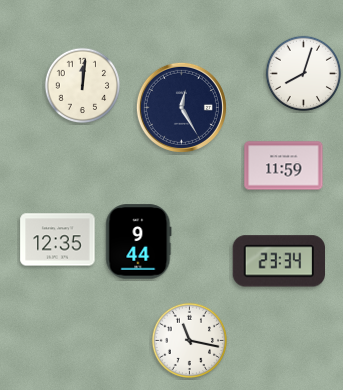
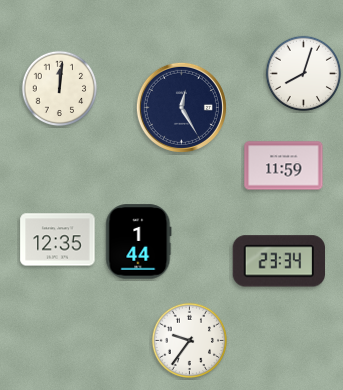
clock at (83, 86) position: (83, 86) -> (60, 89)
clock at (139, 242): 9:44 -> 1:44
clock at (190, 341): 11:17 -> 9:36
